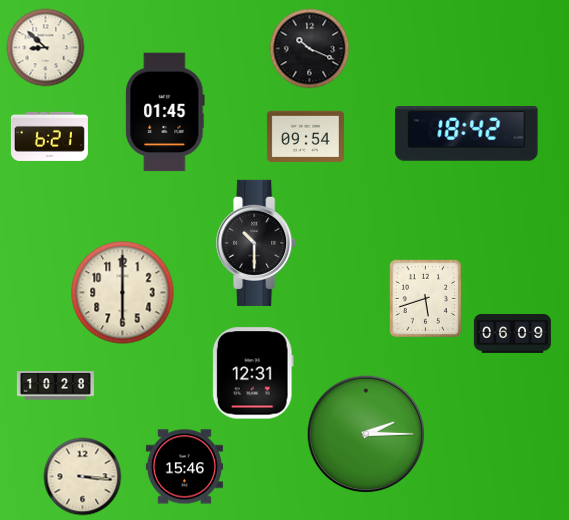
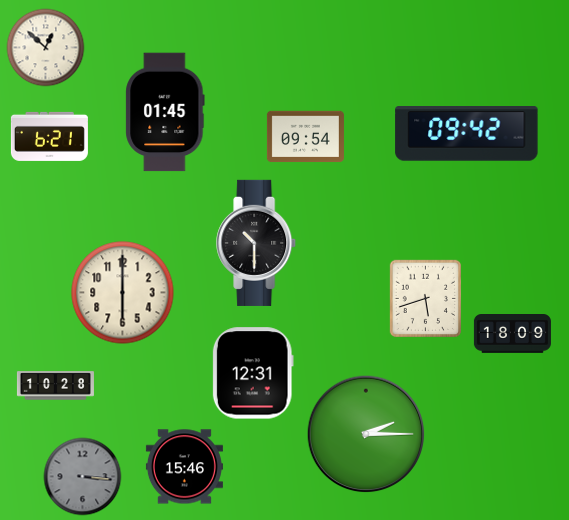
clock at (45, 47): 8:52 -> 12:52
clock at (309, 48): 10:19 -> none
clock at (467, 134): 18:42 -> 09:42
clock at (512, 334): 06:09 -> 18:09
clock at (82, 476) dial: cream -> grey
